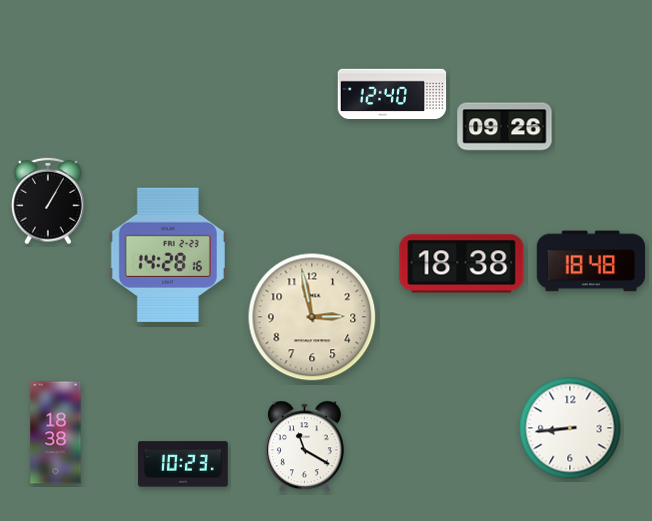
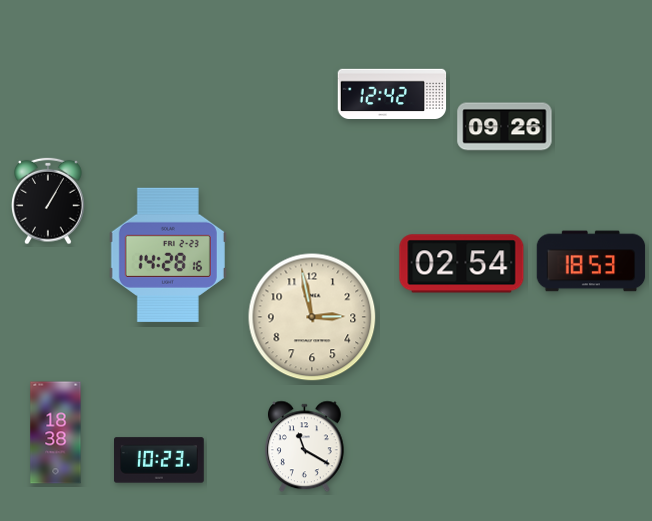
clock at (392, 94): 12:40 -> 12:42
clock at (591, 261): 18:48 -> 18:53
clock at (462, 264): 18:38 -> 02:54
clock at (570, 428): 8:44 -> none
clock at (184, 464) position: (184, 464) -> (160, 460)
